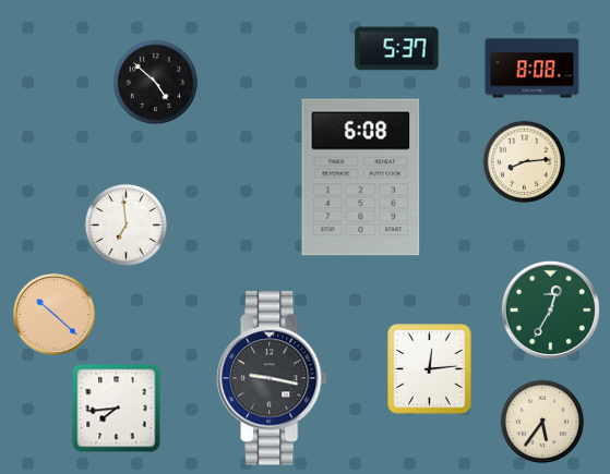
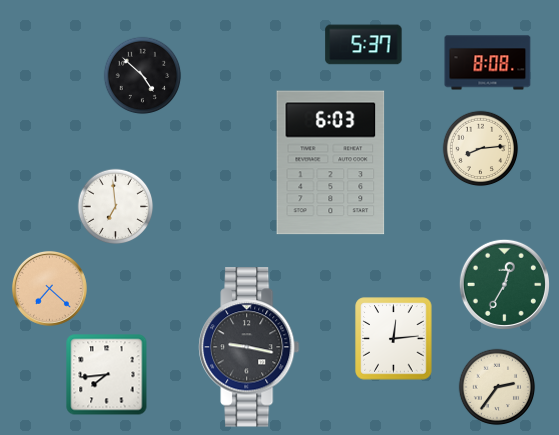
clock at (361, 178): 6:08 -> 6:03
clock at (53, 314): 10:22 -> 7:22
clock at (542, 422): 5:36 -> 2:36
